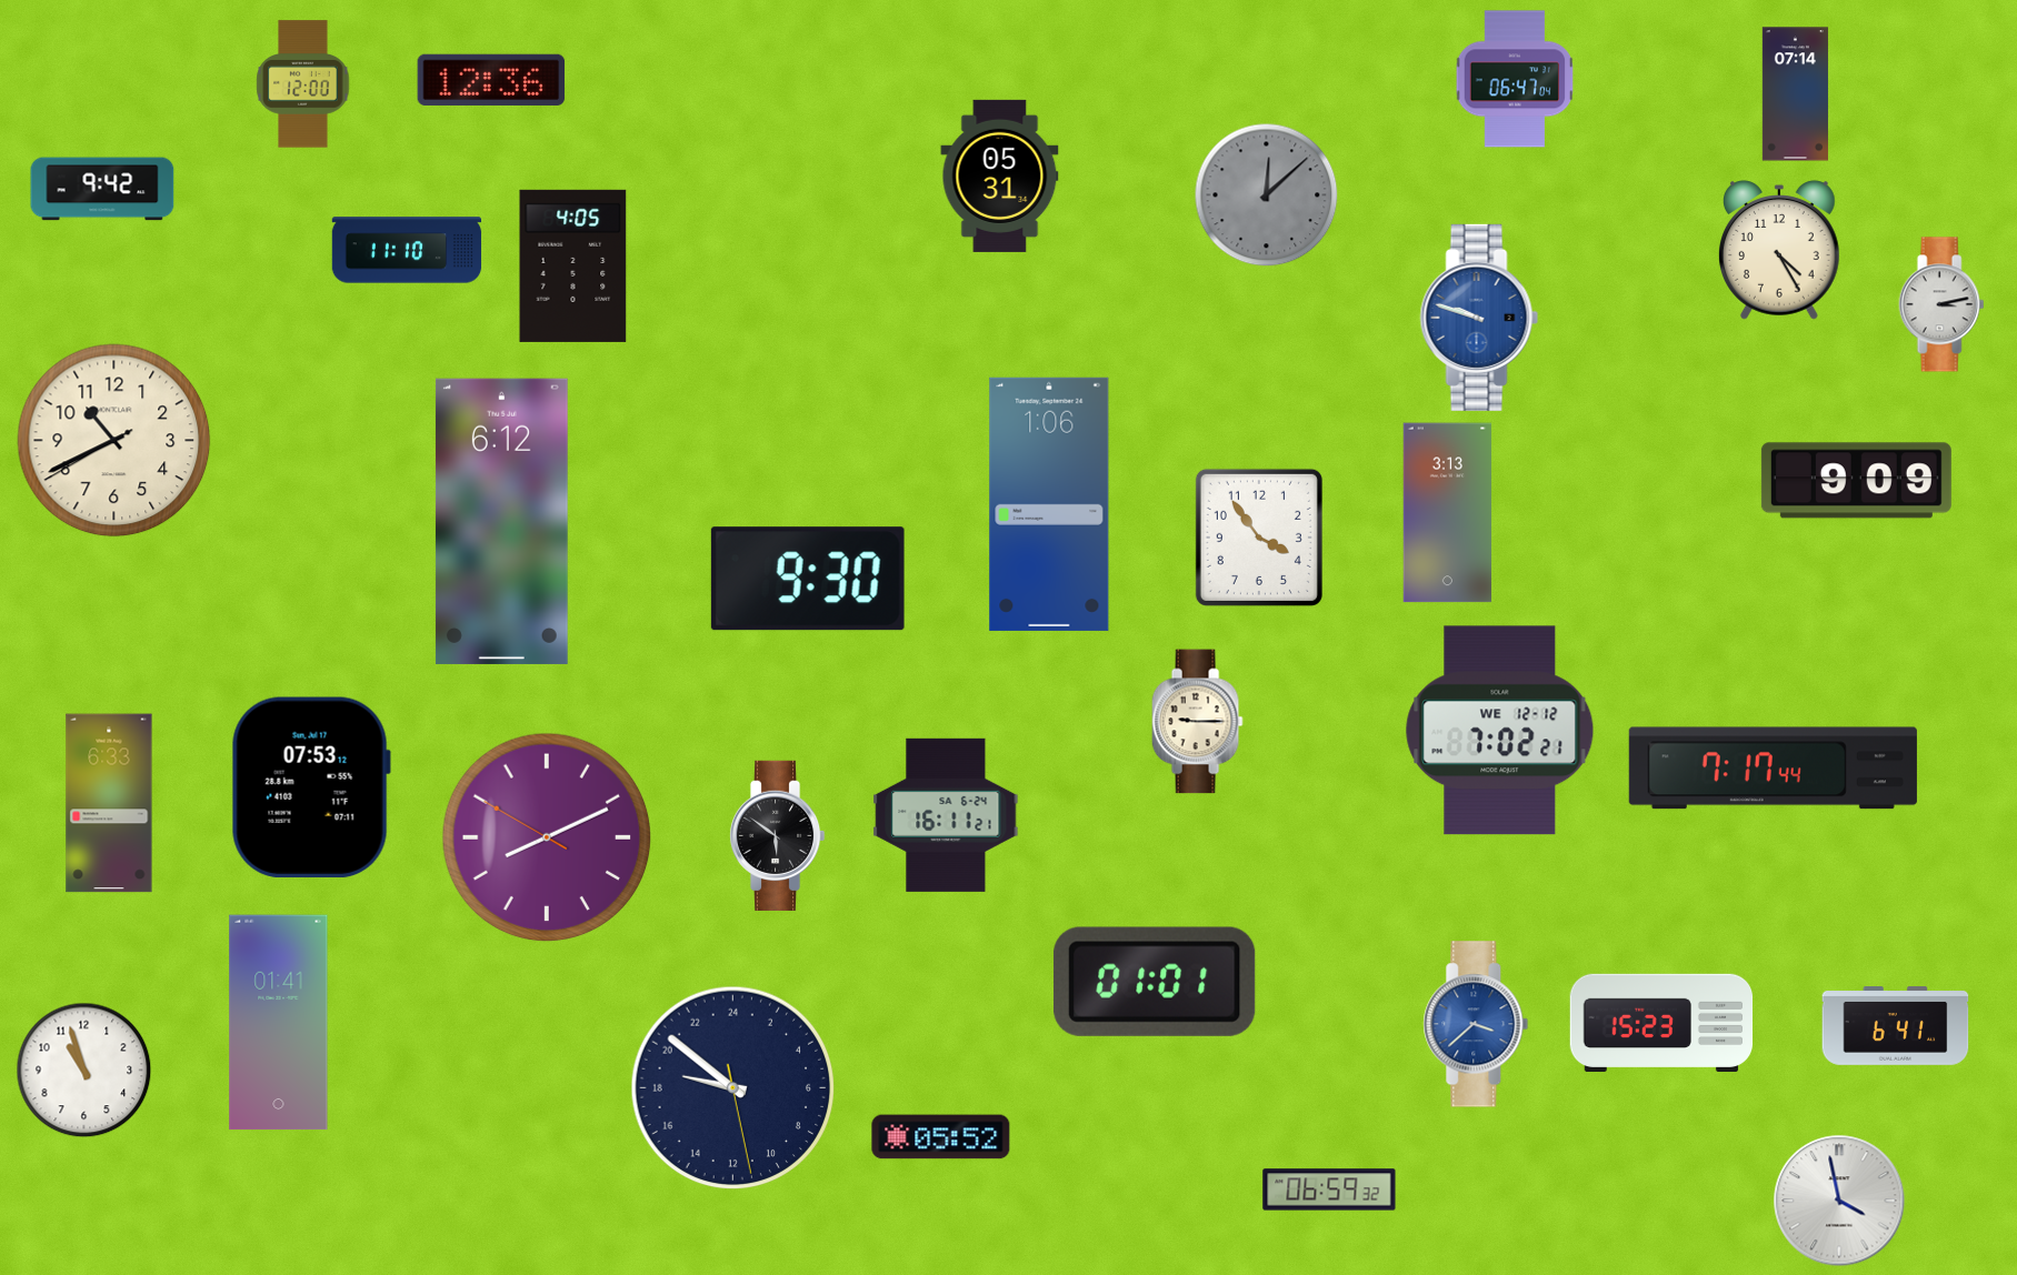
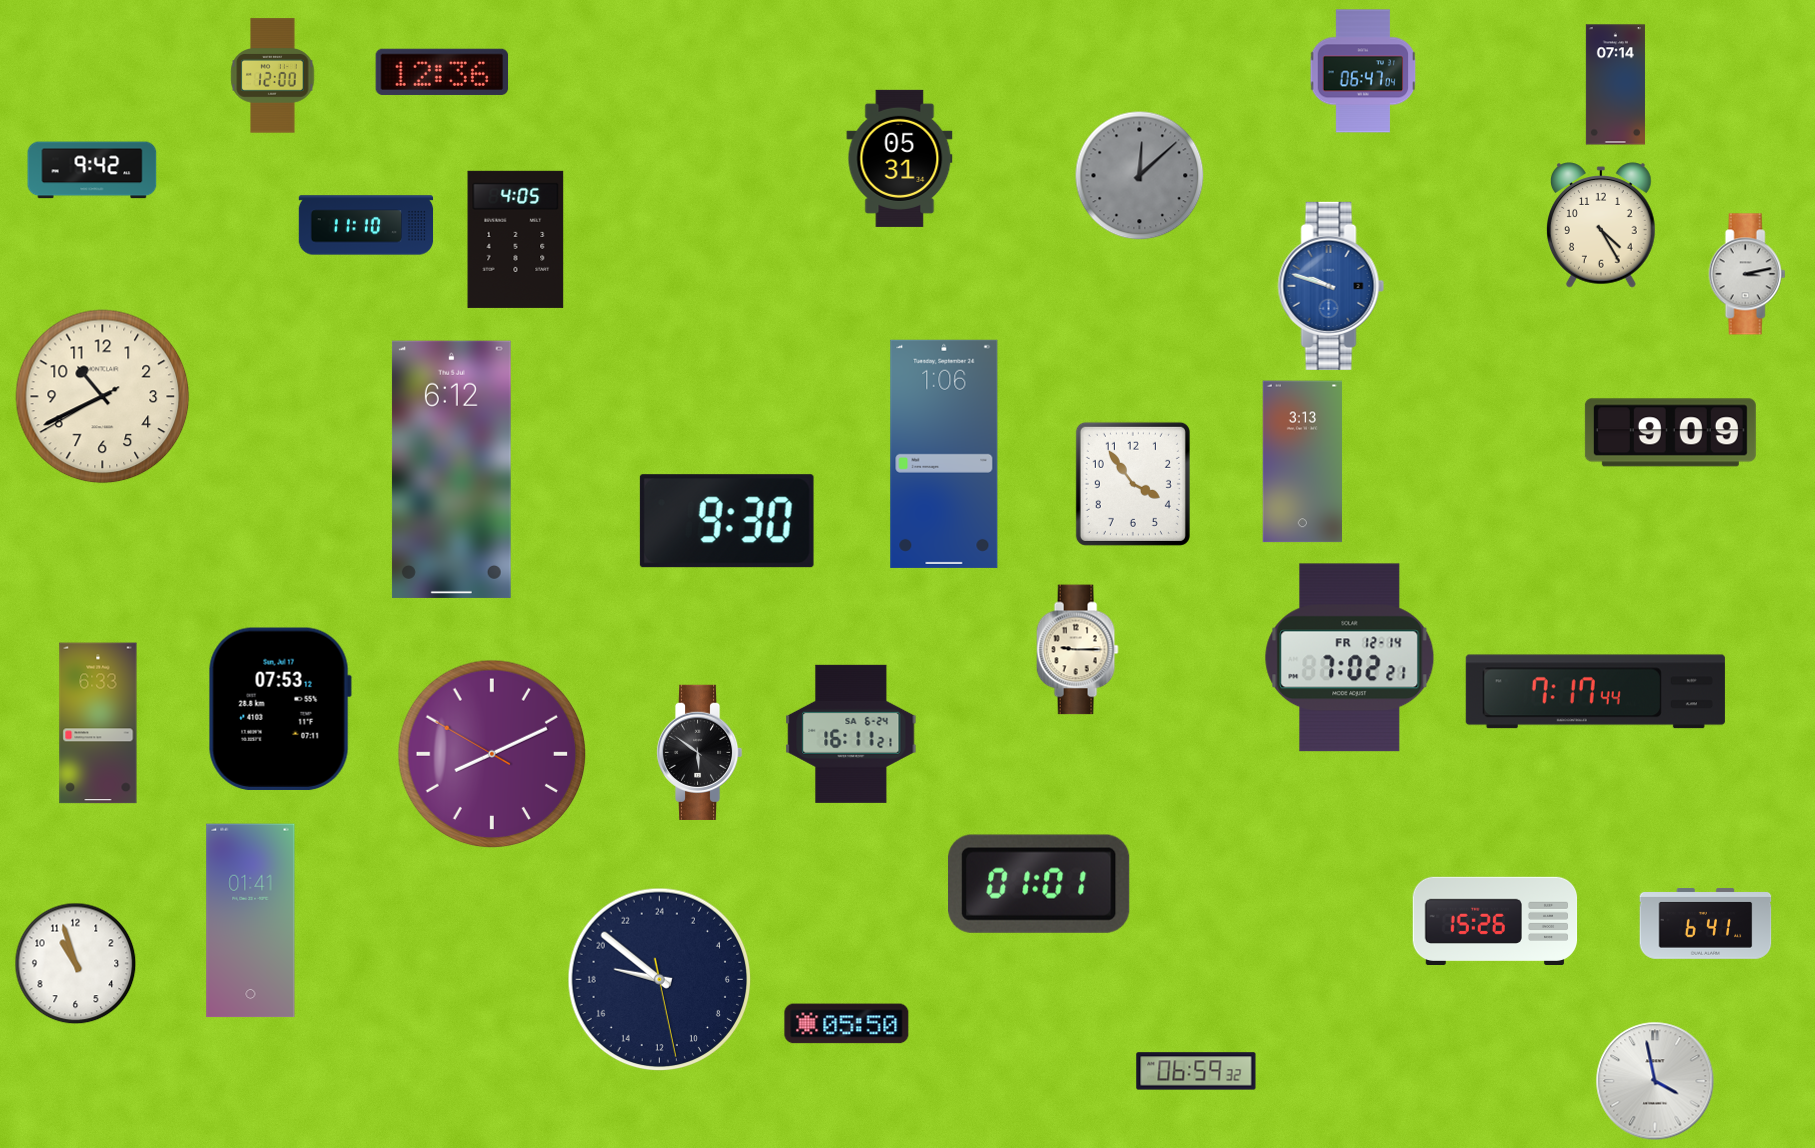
clock at (1500, 731) date: WE 12-12 -> FR 12-14
clock at (1661, 1022): 15:23 -> 15:26
clock at (1476, 1024): 3:38 -> none
clock at (941, 1137): 05:52 -> 05:50
